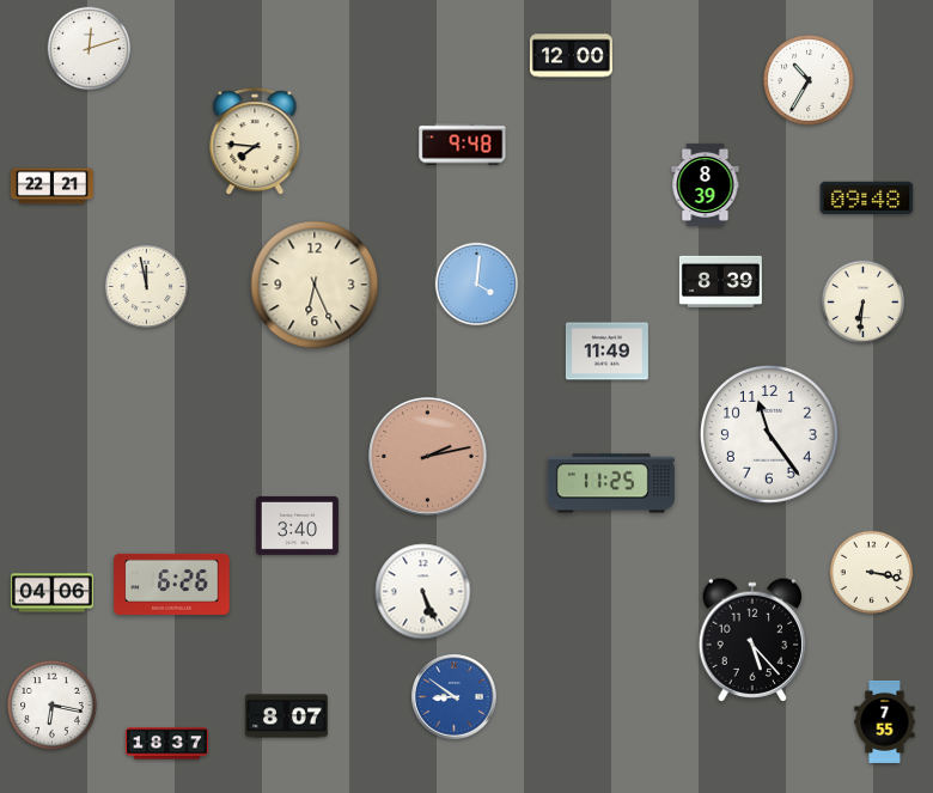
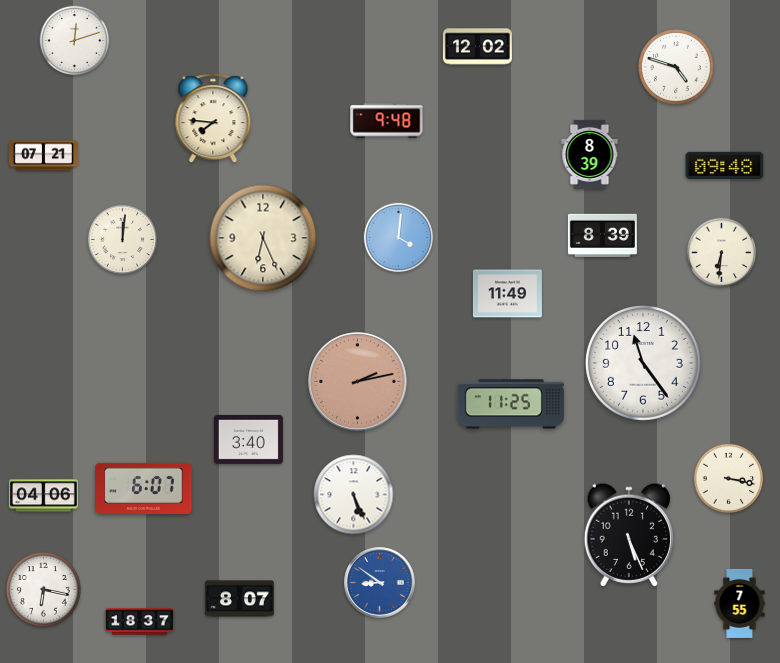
clock at (571, 56): 12:00 -> 12:02
clock at (809, 80): 10:35 -> 4:48
clock at (51, 187): 22:21 -> 07:21
clock at (147, 287): 11:58 -> 12:01
clock at (172, 584): 6:26 -> 6:07
clock at (751, 640): 5:23 -> 5:26
